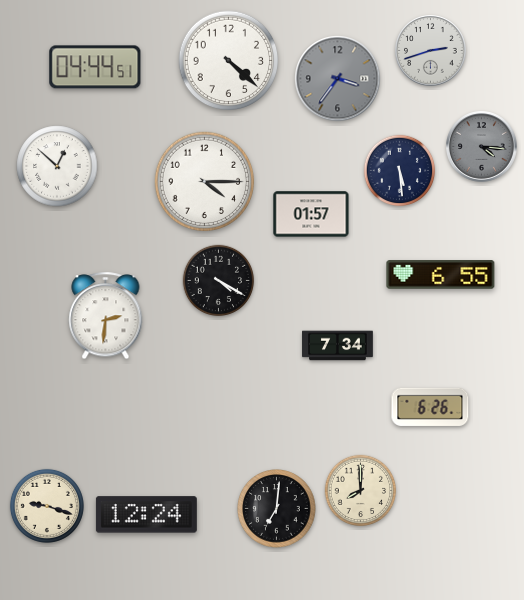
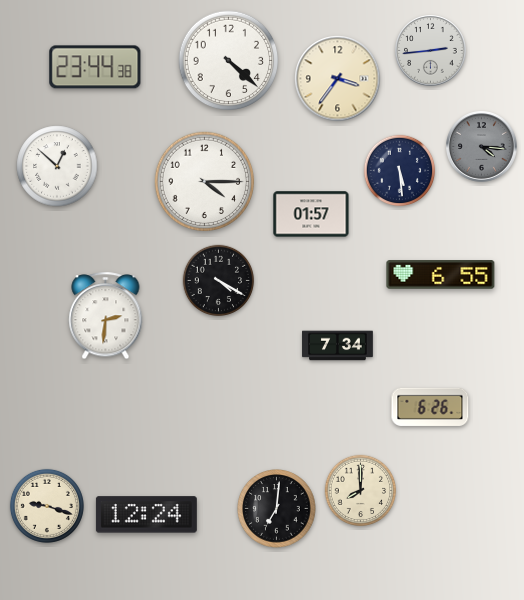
clock at (431, 51): 2:42 -> 2:44
clock at (95, 67): 04:44 -> 23:44
clock at (338, 79) dial: grey -> cream
